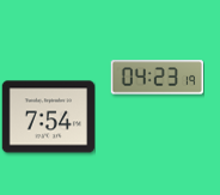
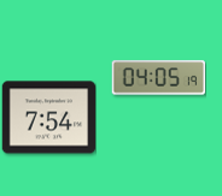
clock at (157, 78): 04:23 -> 04:05
